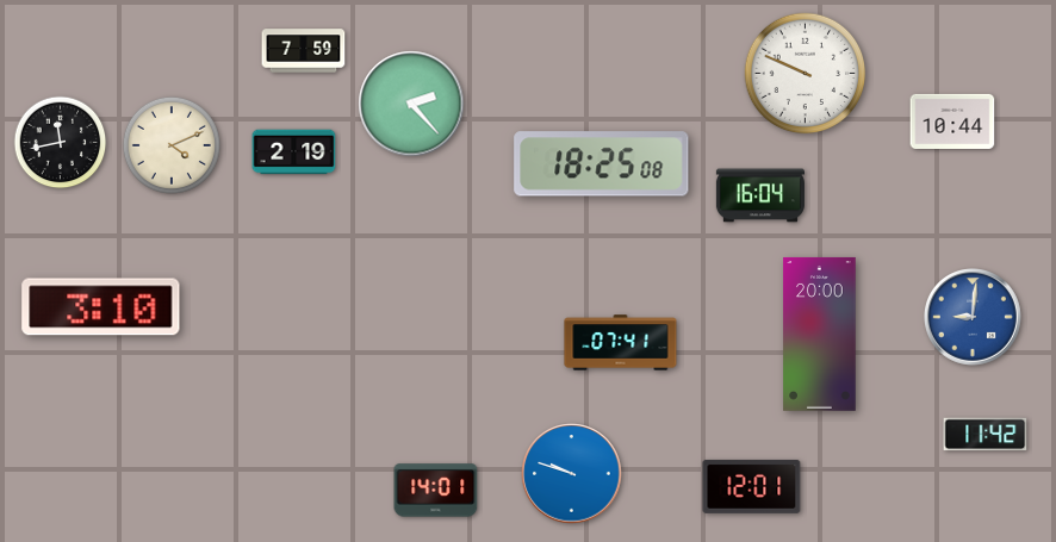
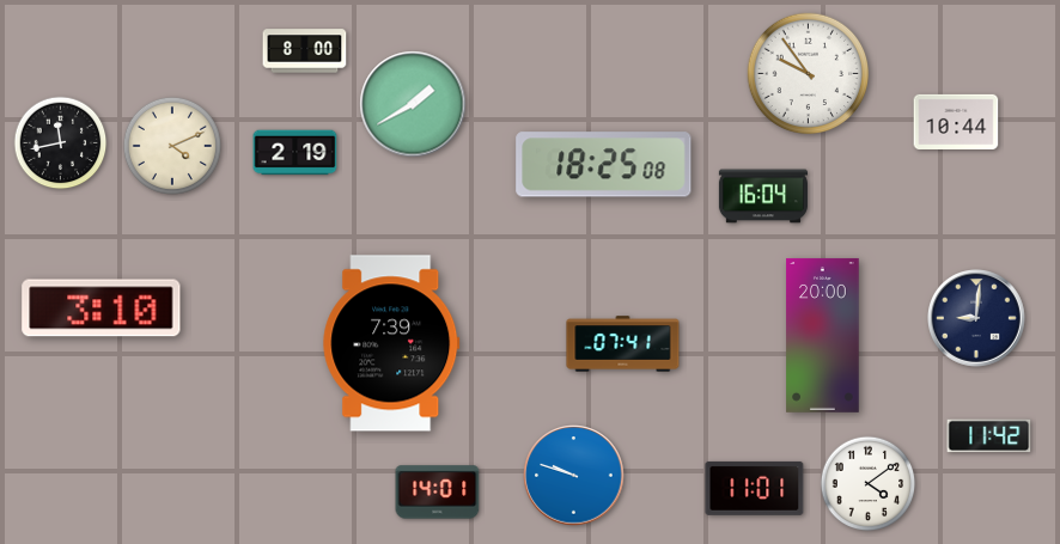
clock at (304, 51): 7:59 -> 8:00
clock at (806, 74): 9:49 -> 9:54
clock at (411, 104): 2:23 -> 1:40
clock at (974, 318) dial: blue -> navy
clock at (391, 343): none -> 7:39
clock at (869, 484): none -> 4:09
clock at (752, 486): 12:01 -> 11:01
